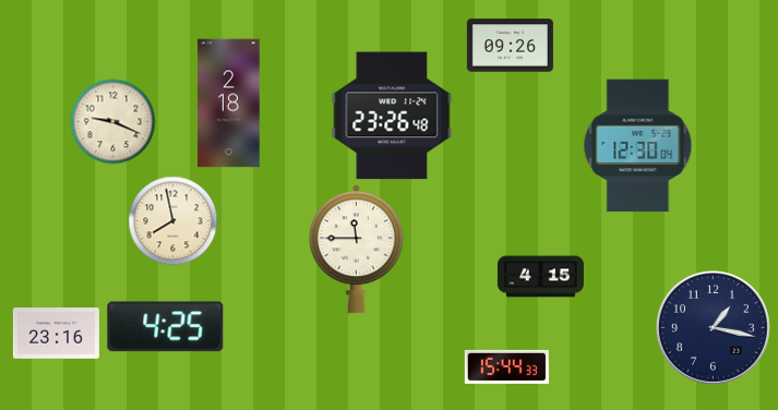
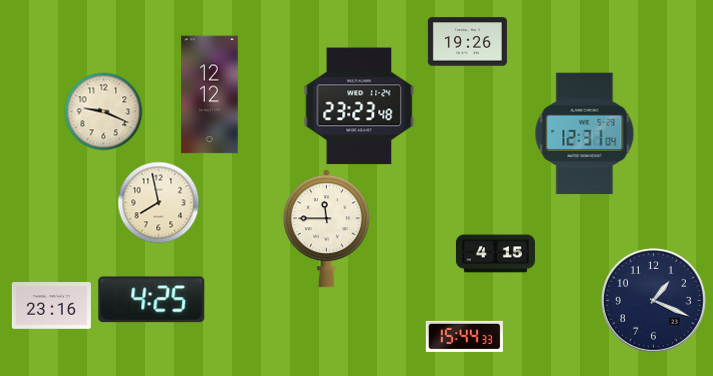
clock at (510, 46): 09:26 -> 19:26
clock at (229, 104): 2:18 -> 12:12
clock at (392, 116): 23:26 -> 23:23
clock at (638, 146): 12:30 -> 12:31
clock at (713, 327): 1:17 -> 1:19
